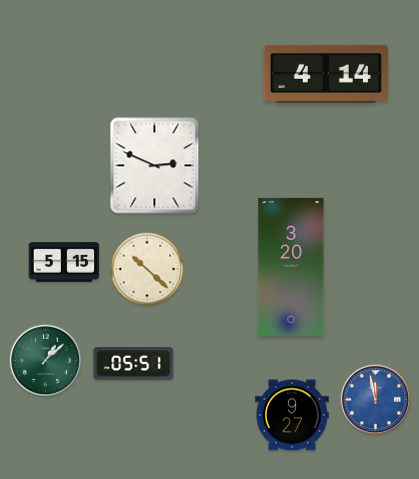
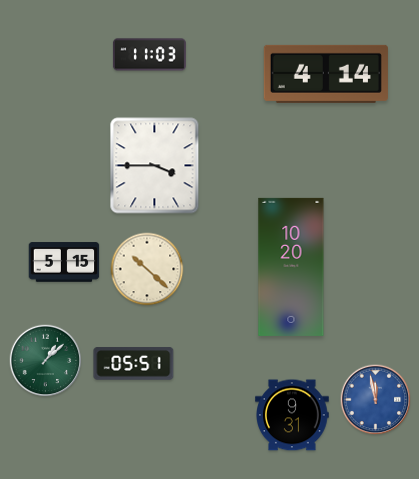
clock at (149, 55): none -> 11:03
clock at (155, 166): 2:49 -> 3:45
clock at (291, 267): 3:20 -> 10:20
clock at (293, 415): 9:27 -> 9:31
